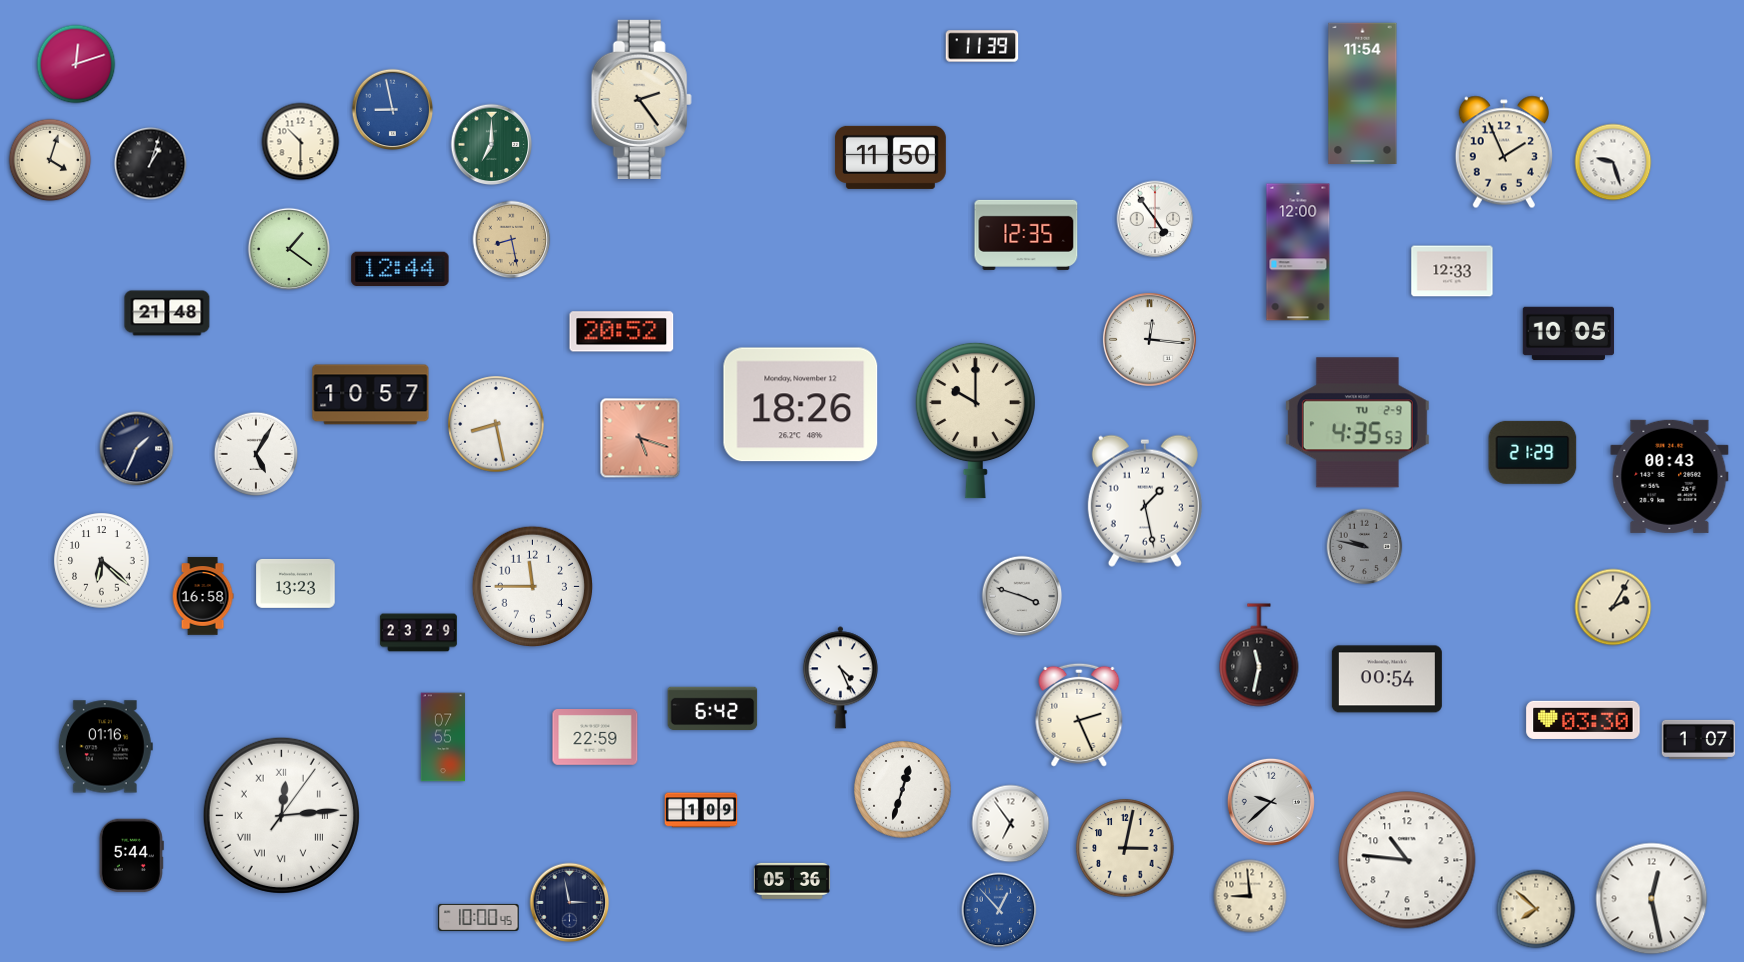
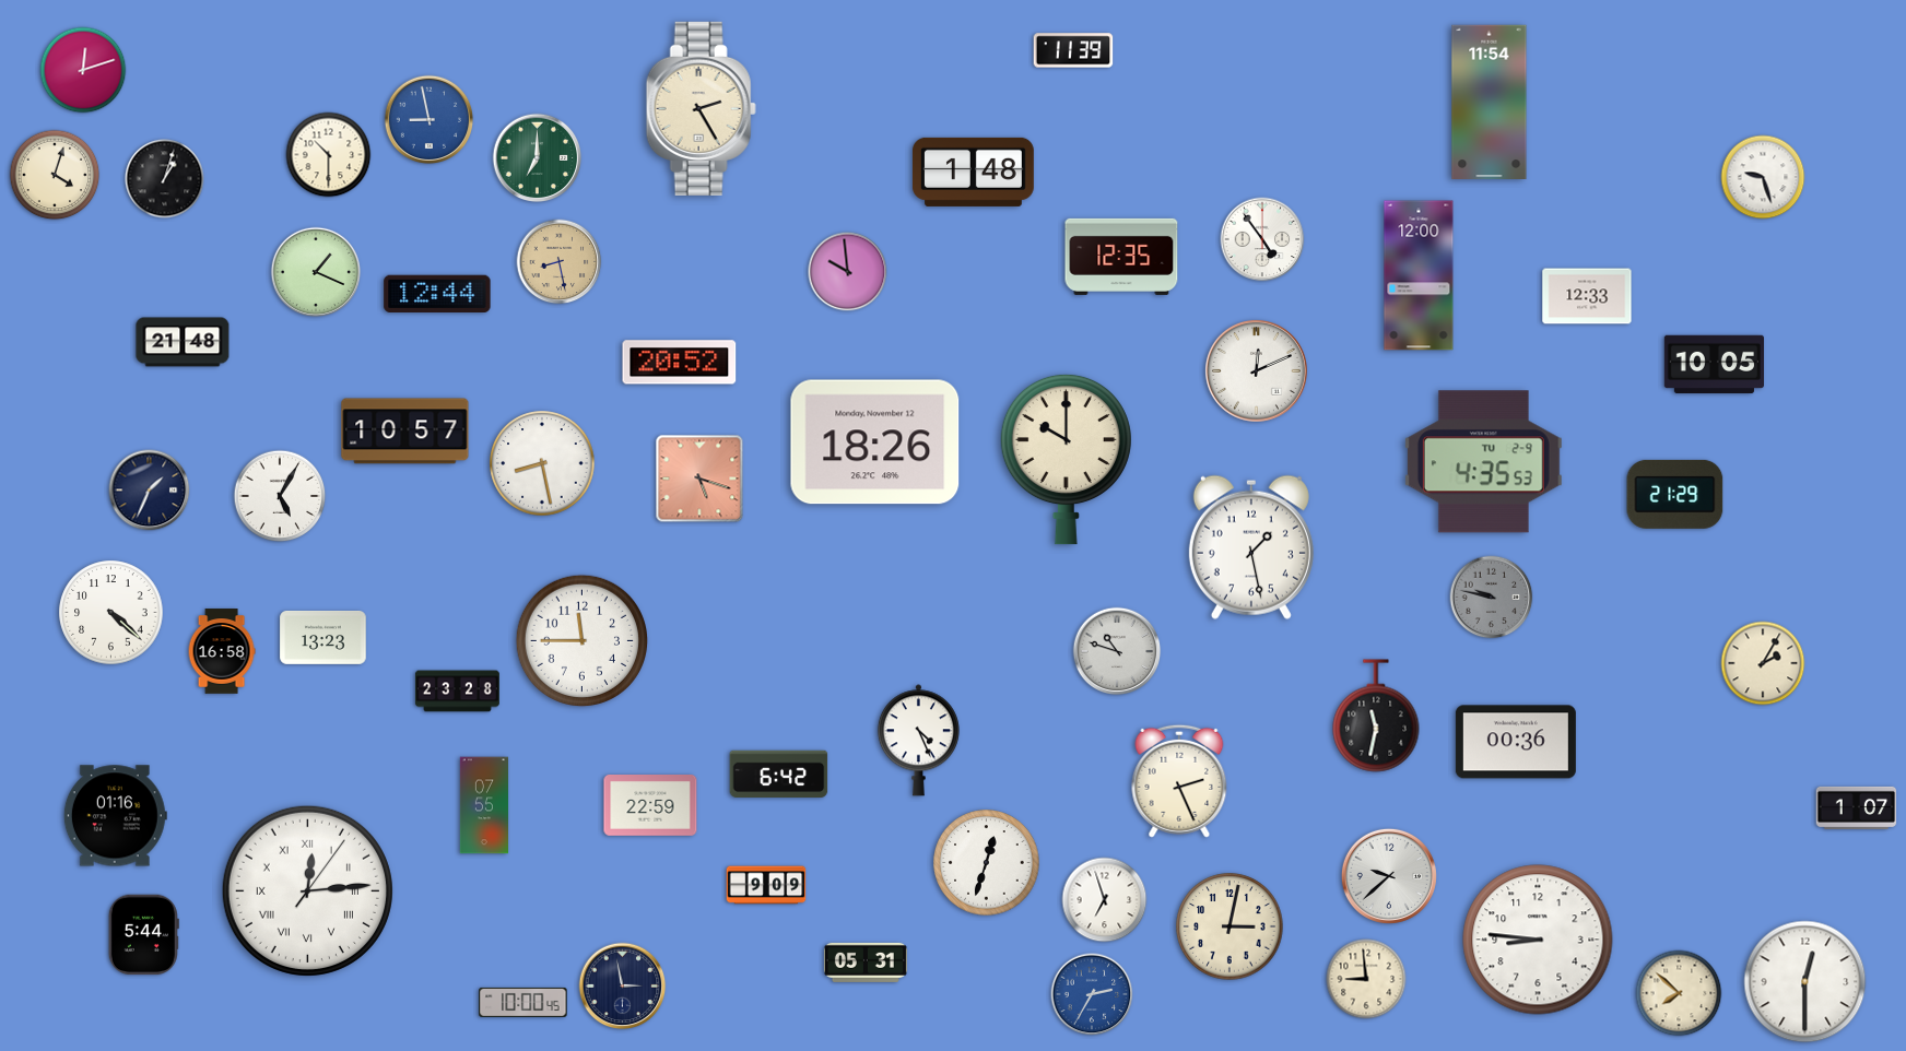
clock at (641, 99): 2:24 -> 2:25
clock at (1504, 152): 1:56 -> none
clock at (890, 157): 11:50 -> 1:48
clock at (289, 249): 1:21 -> 1:19
clock at (848, 272): none -> 9:59
clock at (1149, 339): 12:16 -> 12:11
clock at (1670, 476): 00:43 -> none
clock at (102, 561): 6:22 -> 4:22
clock at (1022, 596): 3:48 -> 10:48
clock at (418, 633): 23:29 -> 23:28
clock at (1387, 679): 00:54 -> 00:36
clock at (1583, 720): 03:30 -> none
clock at (701, 810): 1:09 -> 9:09
clock at (1011, 824): 6:54 -> 6:57
clock at (1407, 860): 10:46 -> 8:46
clock at (792, 881): 05:36 -> 05:31
clock at (1652, 899): 12:28 -> 12:30
clock at (999, 910): 12:53 -> 2:35
